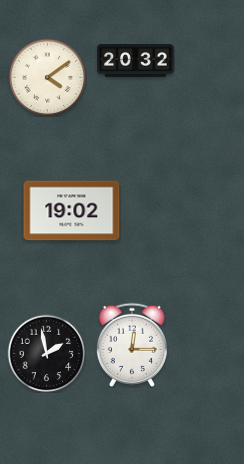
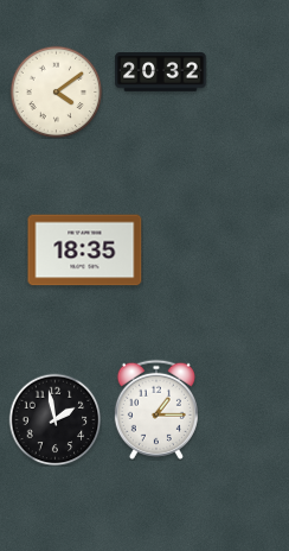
clock at (72, 211): 19:02 -> 18:35
clock at (132, 345): 12:15 -> 1:15
